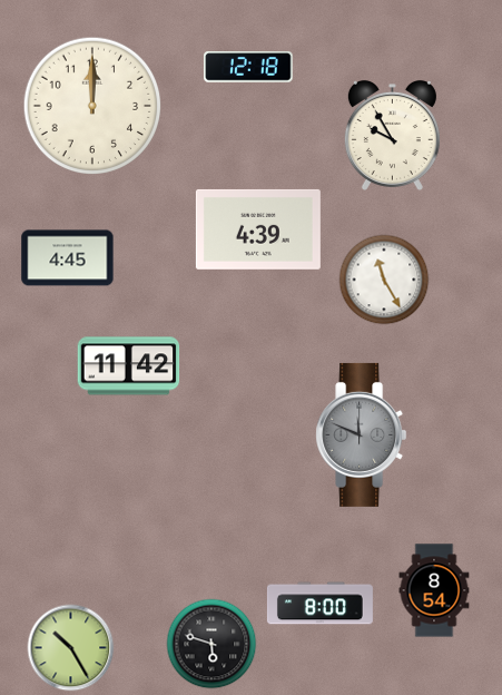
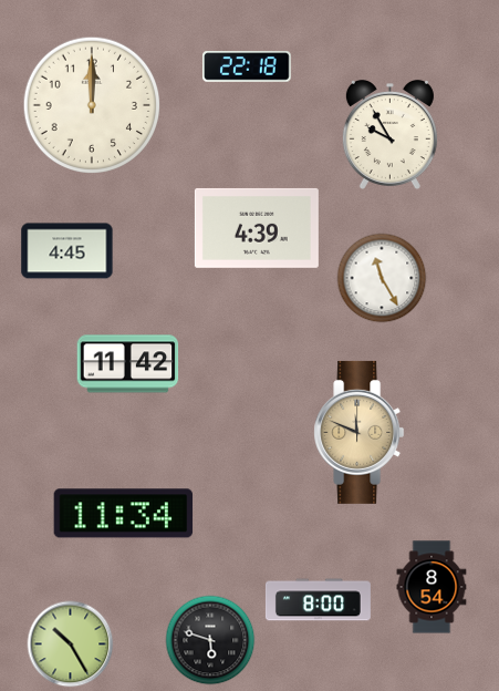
clock at (248, 67): 12:18 -> 22:18
clock at (68, 258) position: (68, 258) -> (67, 251)
clock at (362, 434) dial: grey -> champagne
clock at (124, 514): none -> 11:34
